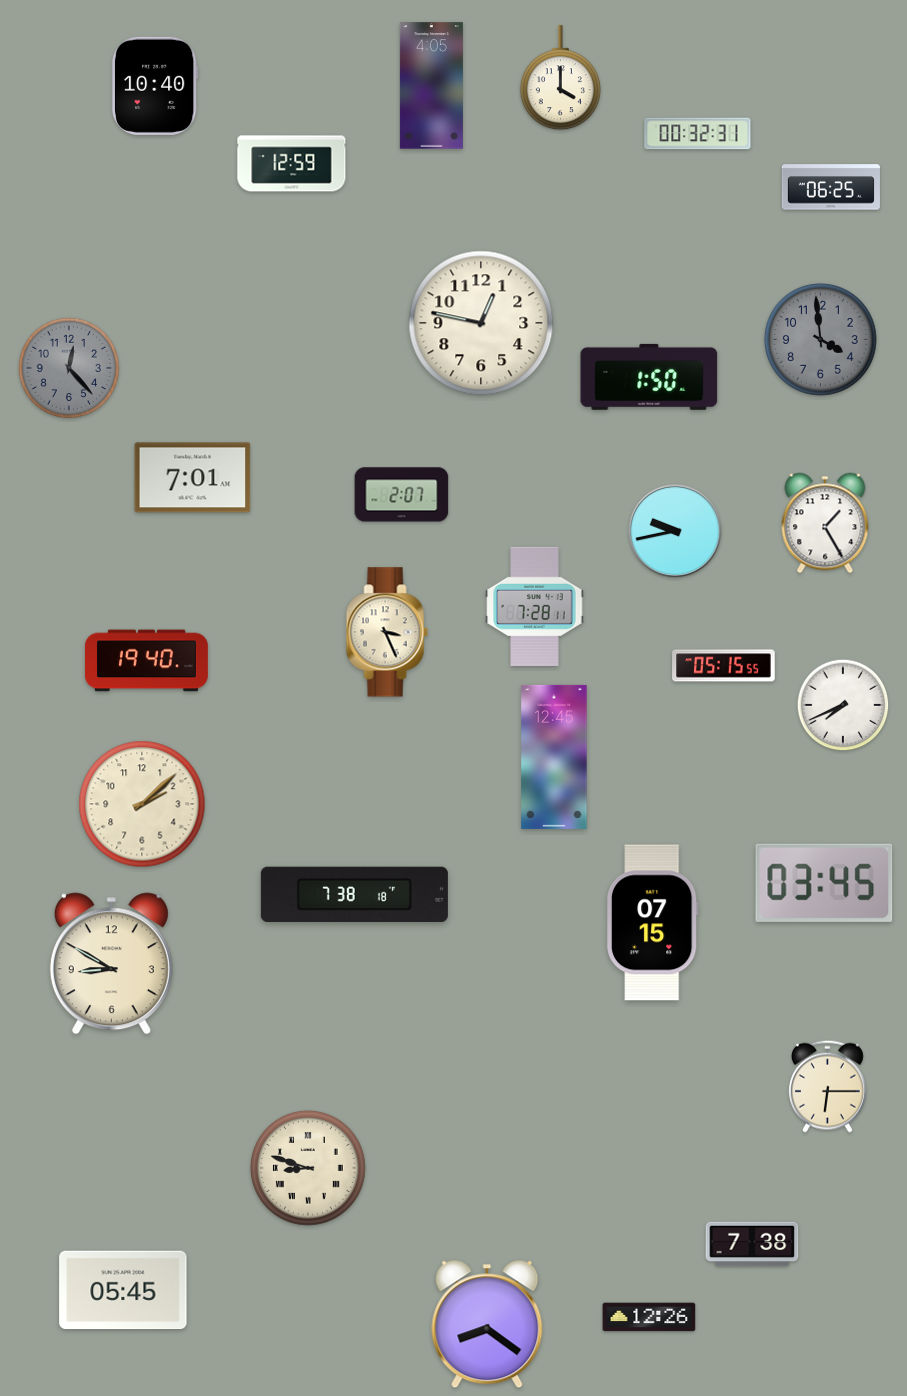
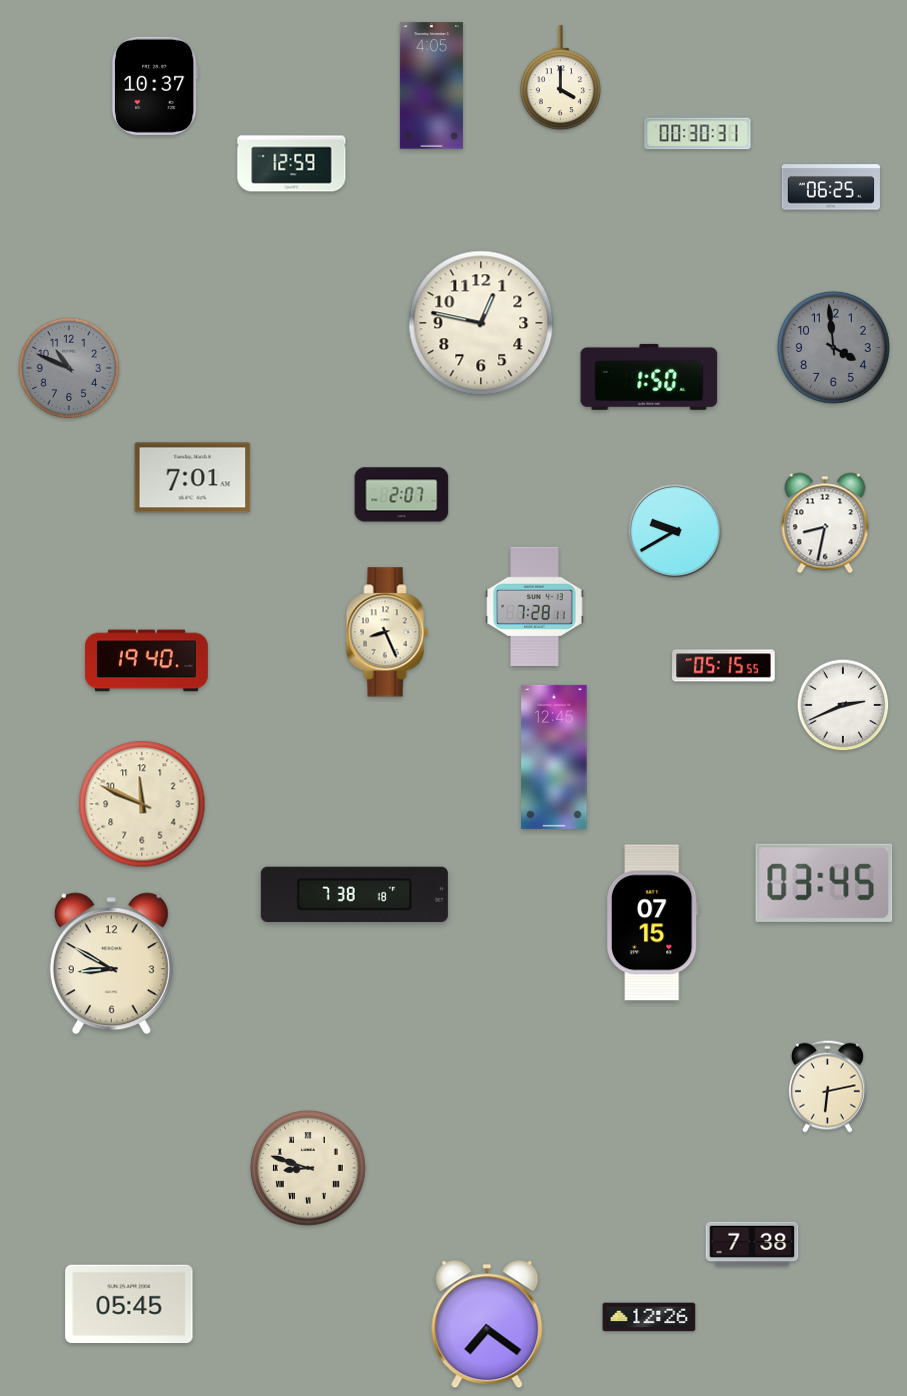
clock at (155, 86): 10:40 -> 10:37
clock at (698, 134): 00:32 -> 00:30
clock at (820, 339) position: (820, 339) -> (833, 347)
clock at (69, 368): 12:23 -> 10:49
clock at (825, 523): 1:25 -> 8:32
clock at (675, 531): 9:43 -> 9:40
clock at (387, 632): 3:26 -> 8:26
clock at (843, 705): 7:41 -> 2:41
clock at (142, 804): 2:08 -> 11:49
clock at (827, 1086): 6:15 -> 6:13
clock at (123, 1290) position: (123, 1290) -> (129, 1304)
clock at (487, 1324): 8:21 -> 7:21
